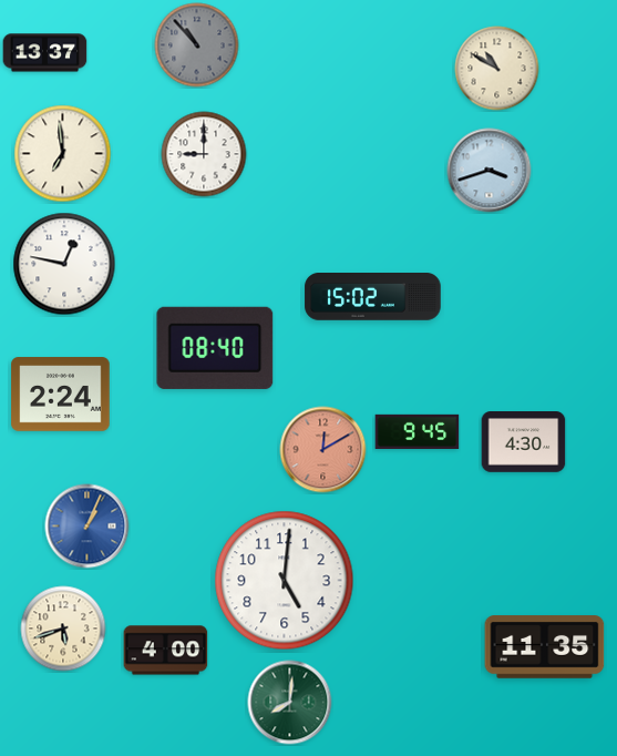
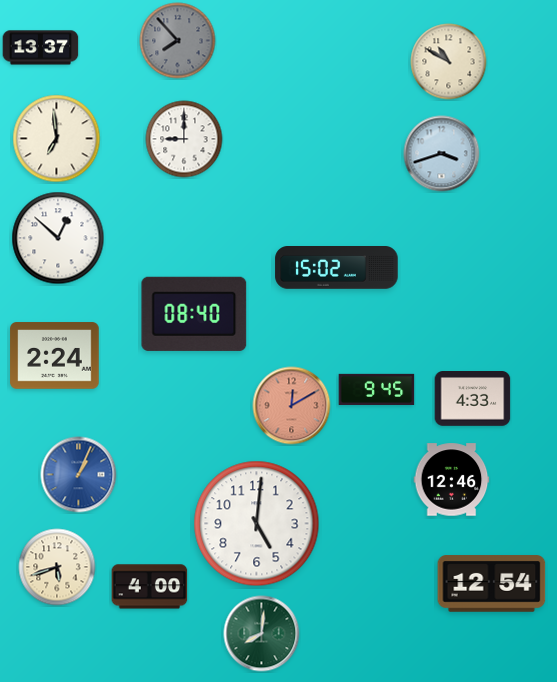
clock at (197, 45): 10:53 -> 7:53
clock at (64, 264): 12:47 -> 12:52
clock at (524, 442): 4:30 -> 4:33
clock at (452, 480): none -> 12:46
clock at (545, 647): 11:35 -> 12:54
